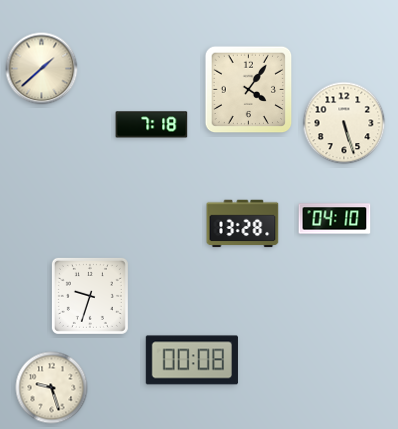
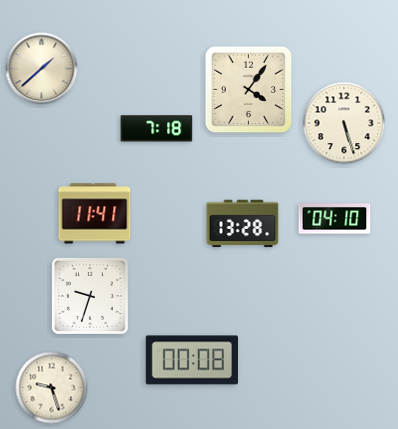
clock at (152, 125) position: (152, 125) -> (157, 129)
clock at (95, 214): none -> 11:41
